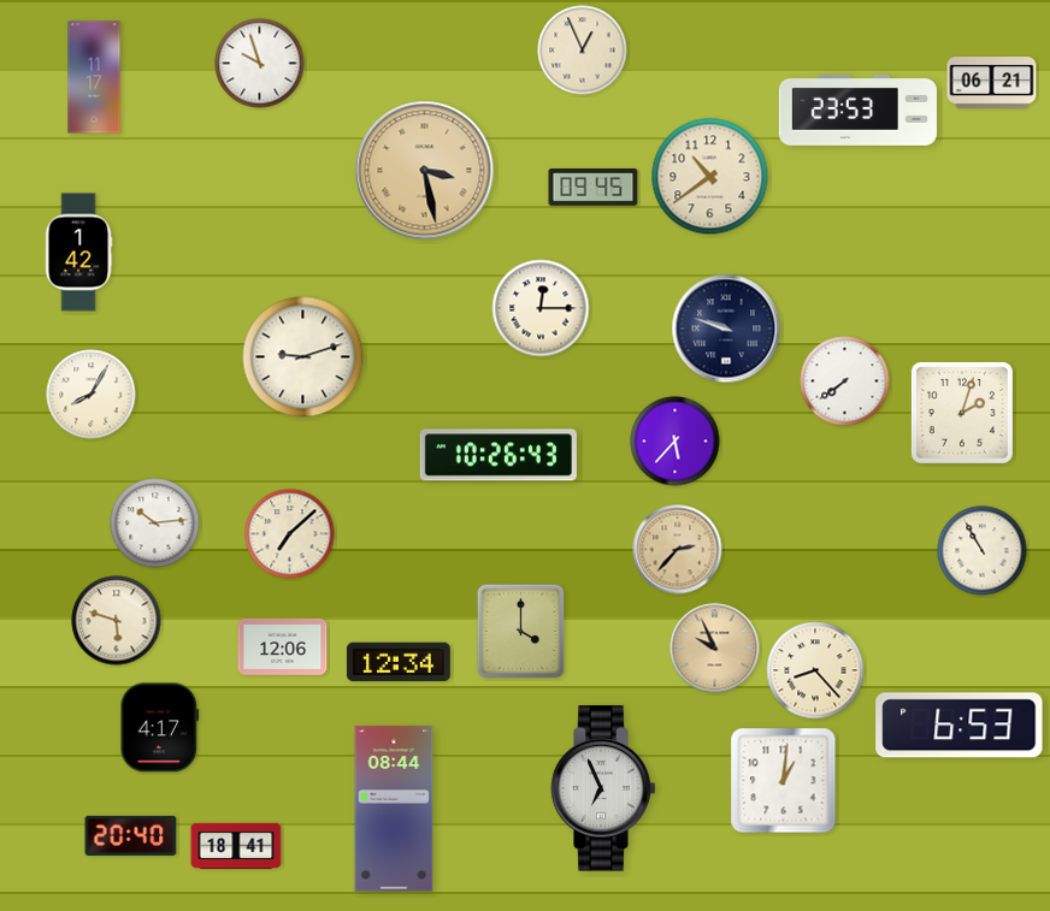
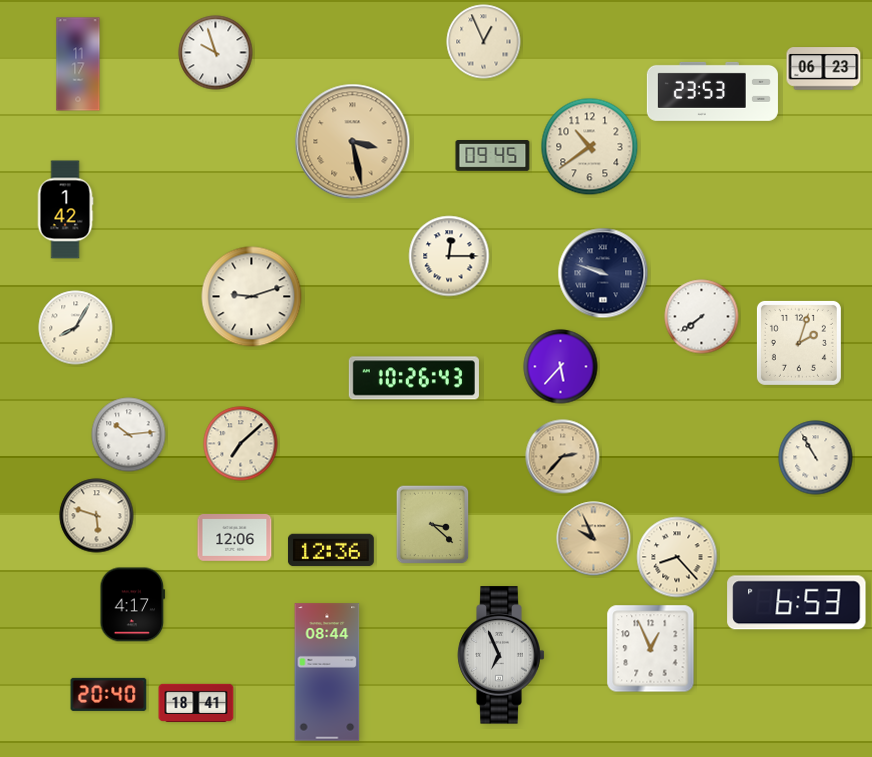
clock at (992, 83): 06:21 -> 06:23
clock at (521, 632): 4:00 -> 3:22
clock at (399, 662): 12:34 -> 12:36
clock at (784, 781): 1:01 -> 12:56
